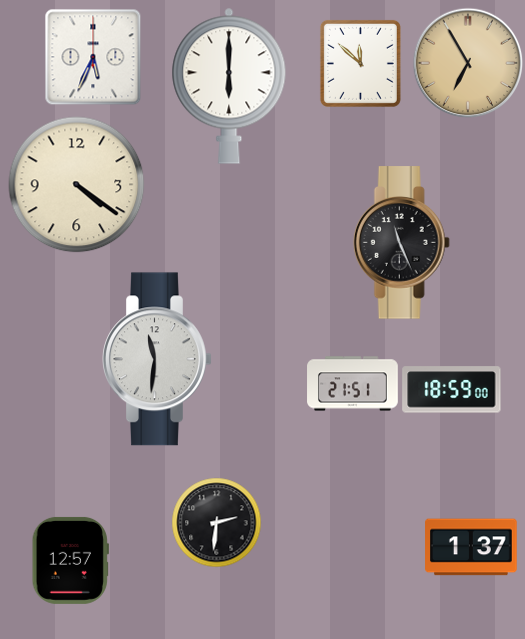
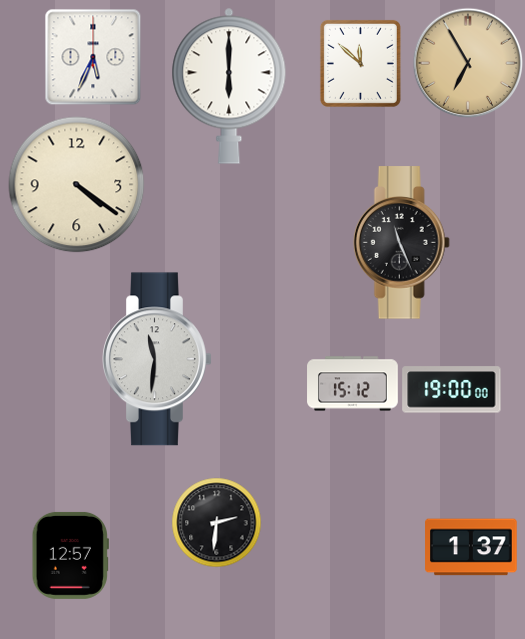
clock at (353, 384): 21:51 -> 15:12
clock at (452, 390): 18:59 -> 19:00
clock at (70, 560) position: (70, 560) -> (70, 555)
